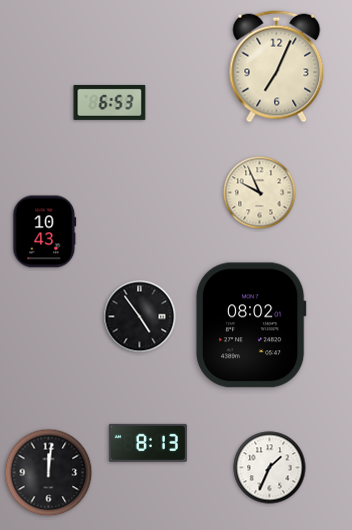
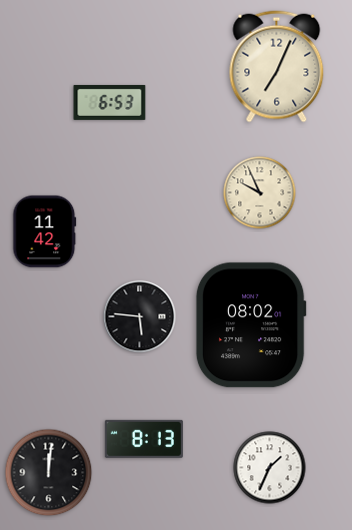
clock at (45, 232): 10:43 -> 11:42
clock at (140, 317): 4:54 -> 5:46
clock at (148, 443) position: (148, 443) -> (144, 439)
